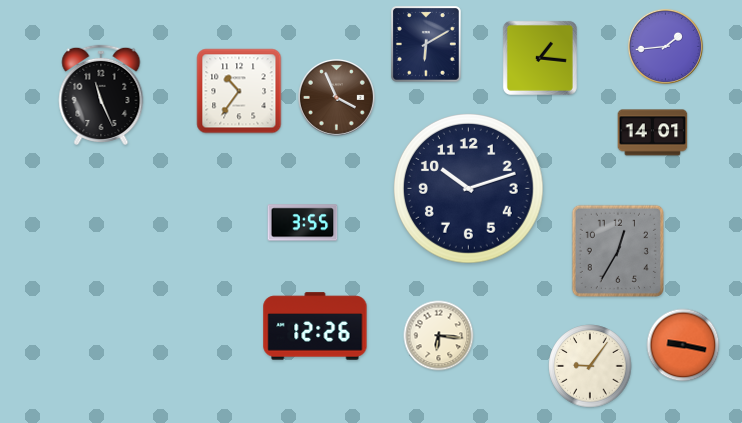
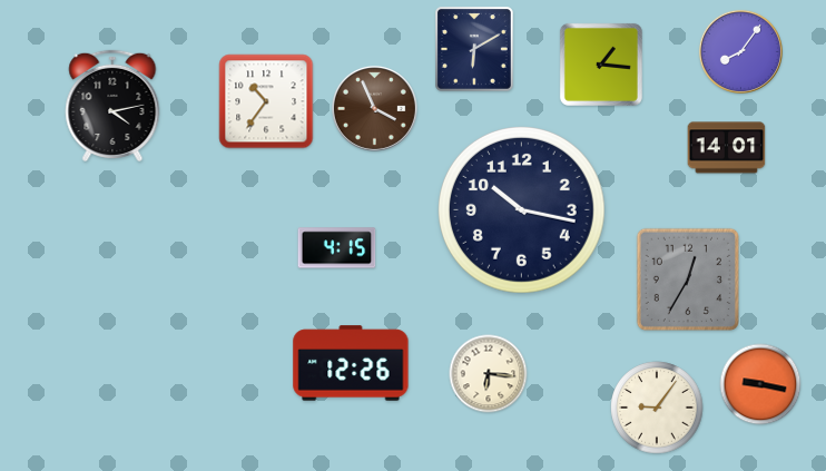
clock at (665, 46): 1:44 -> 8:06
clock at (101, 95): 11:26 -> 4:13
clock at (469, 189): 10:12 -> 10:17
clock at (303, 223): 3:55 -> 4:15
